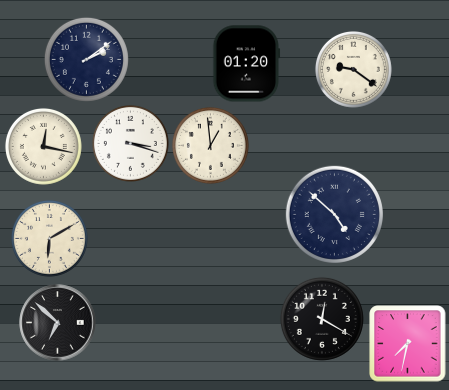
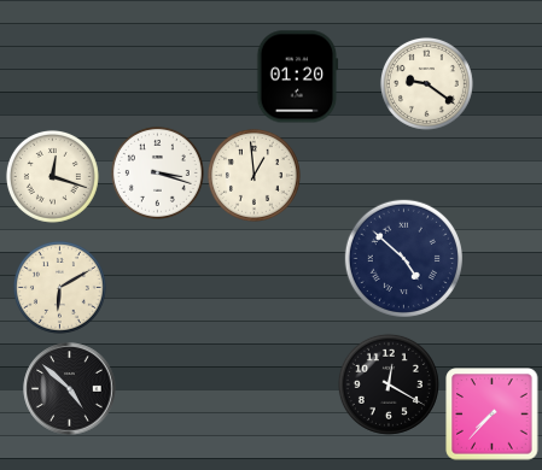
clock at (86, 59): 2:09 -> none
clock at (43, 146): 12:17 -> 12:18
clock at (58, 323): 6:52 -> 4:52
clock at (408, 344): 7:32 -> 7:37
